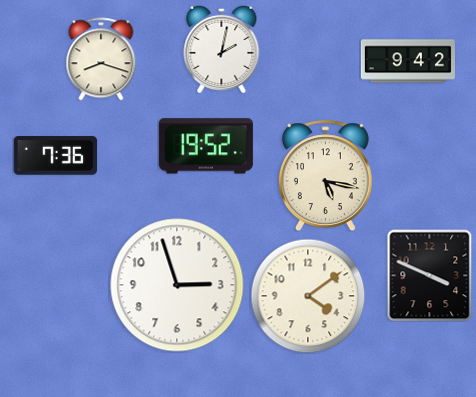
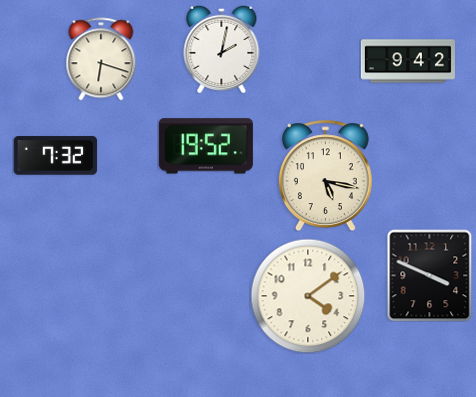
clock at (101, 59): 8:18 -> 6:18
clock at (55, 156): 7:36 -> 7:32
clock at (177, 285): 2:57 -> none
